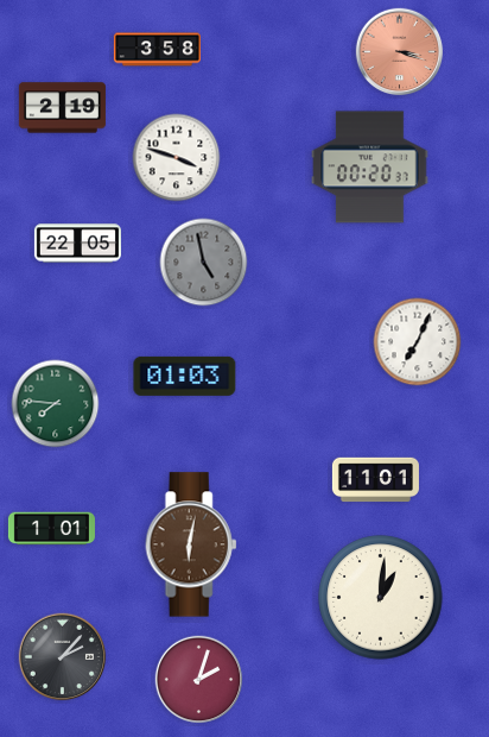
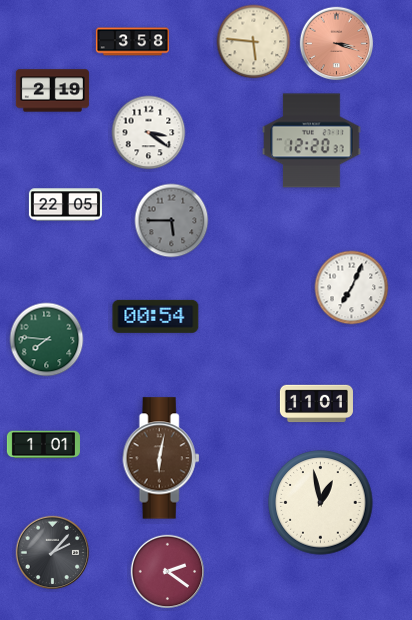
clock at (254, 42): none -> 5:46
clock at (177, 158): 3:48 -> 3:21
clock at (370, 168): 00:20 -> 12:20
clock at (204, 263): 4:58 -> 5:45
clock at (185, 376): 01:03 -> 00:54
clock at (381, 598): 1:01 -> 12:58
clock at (199, 680): 2:03 -> 2:21
